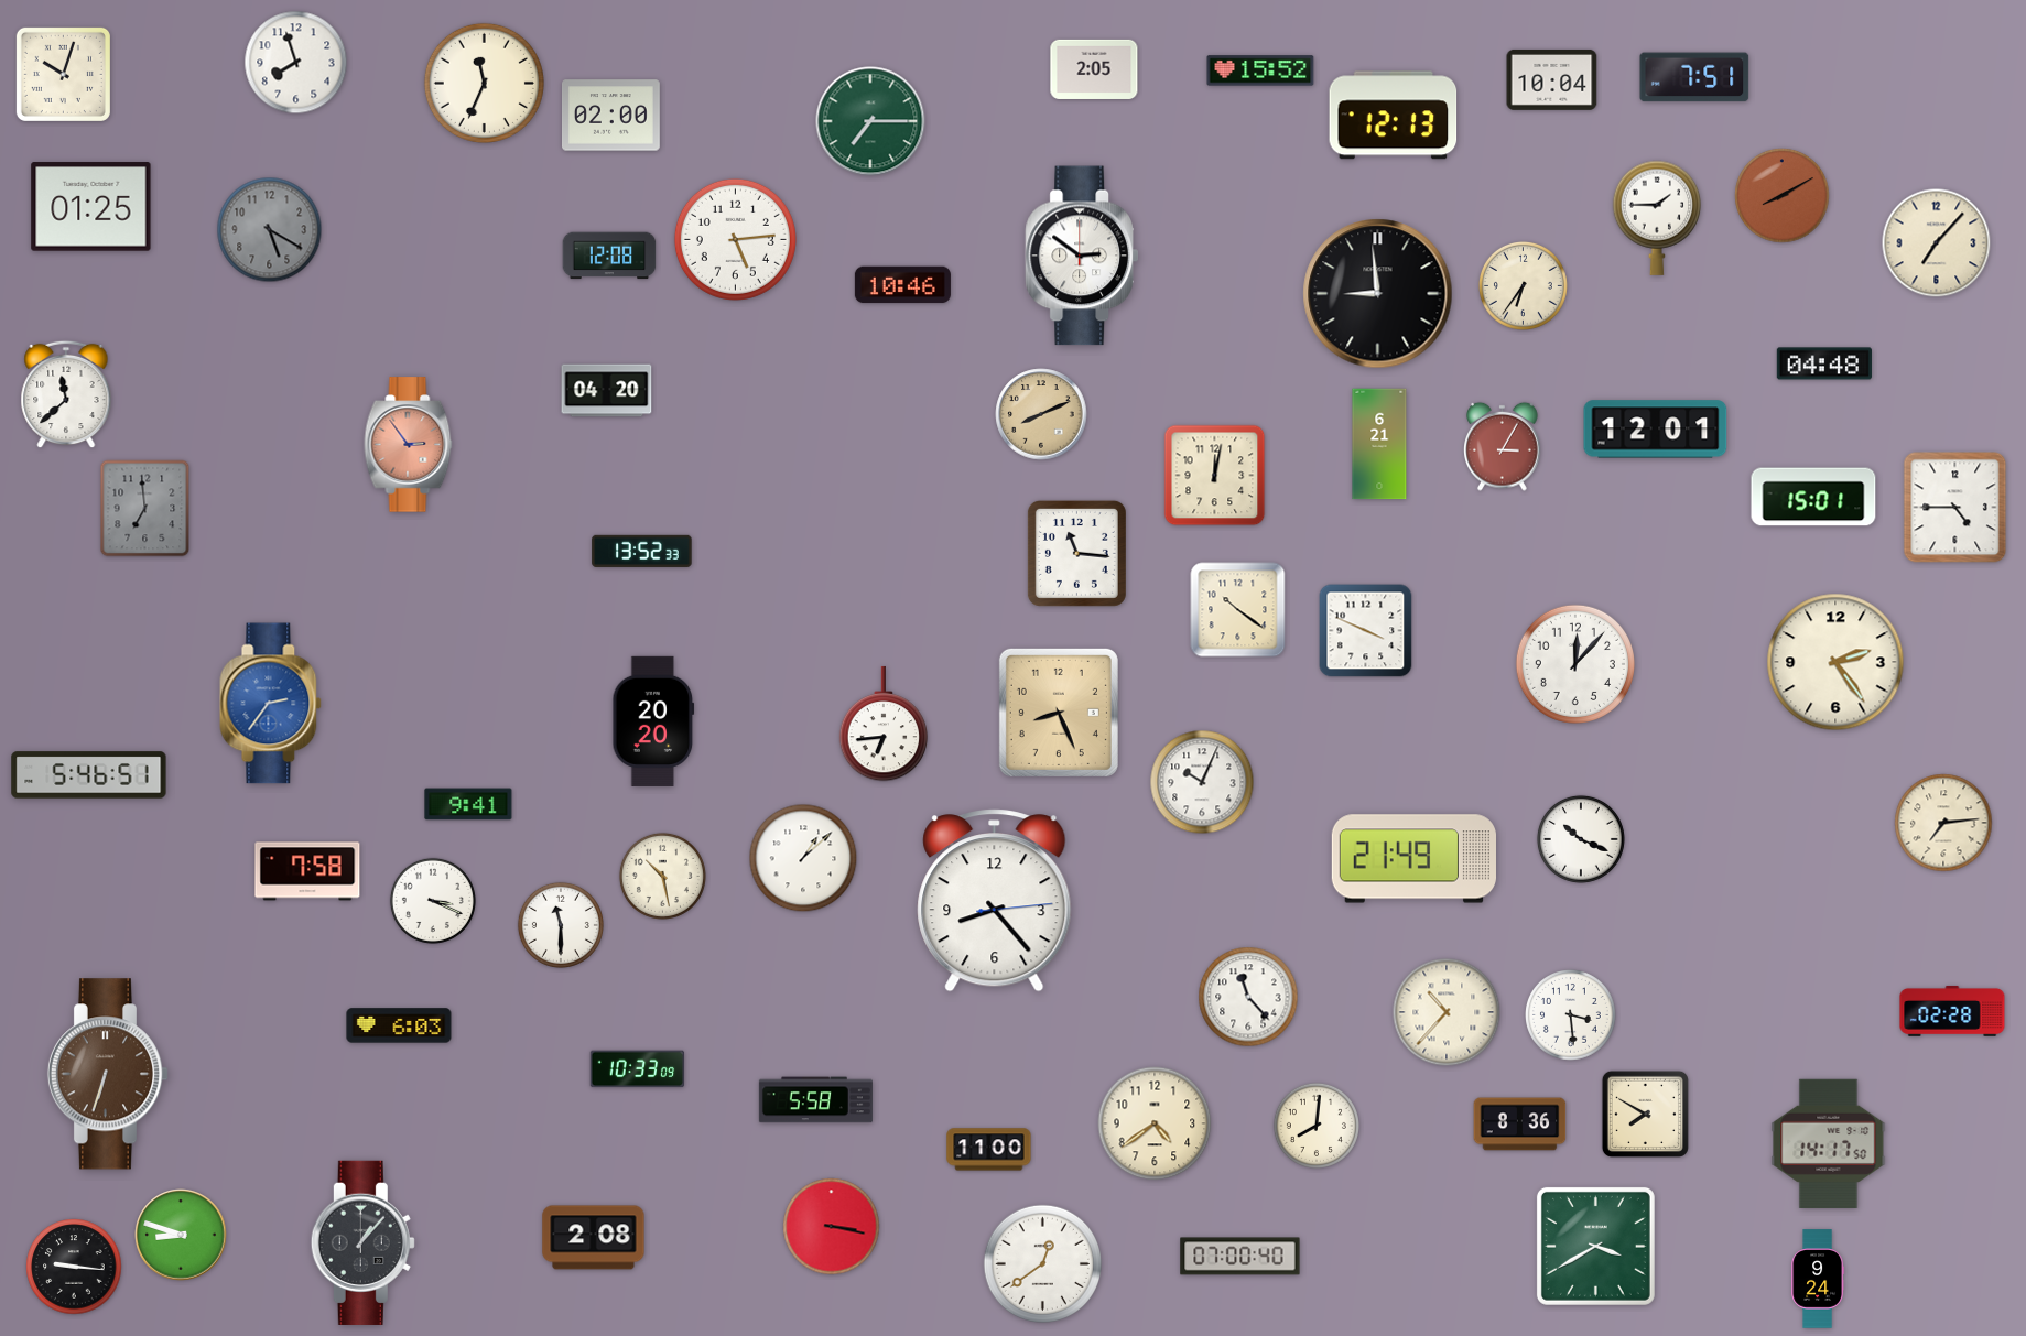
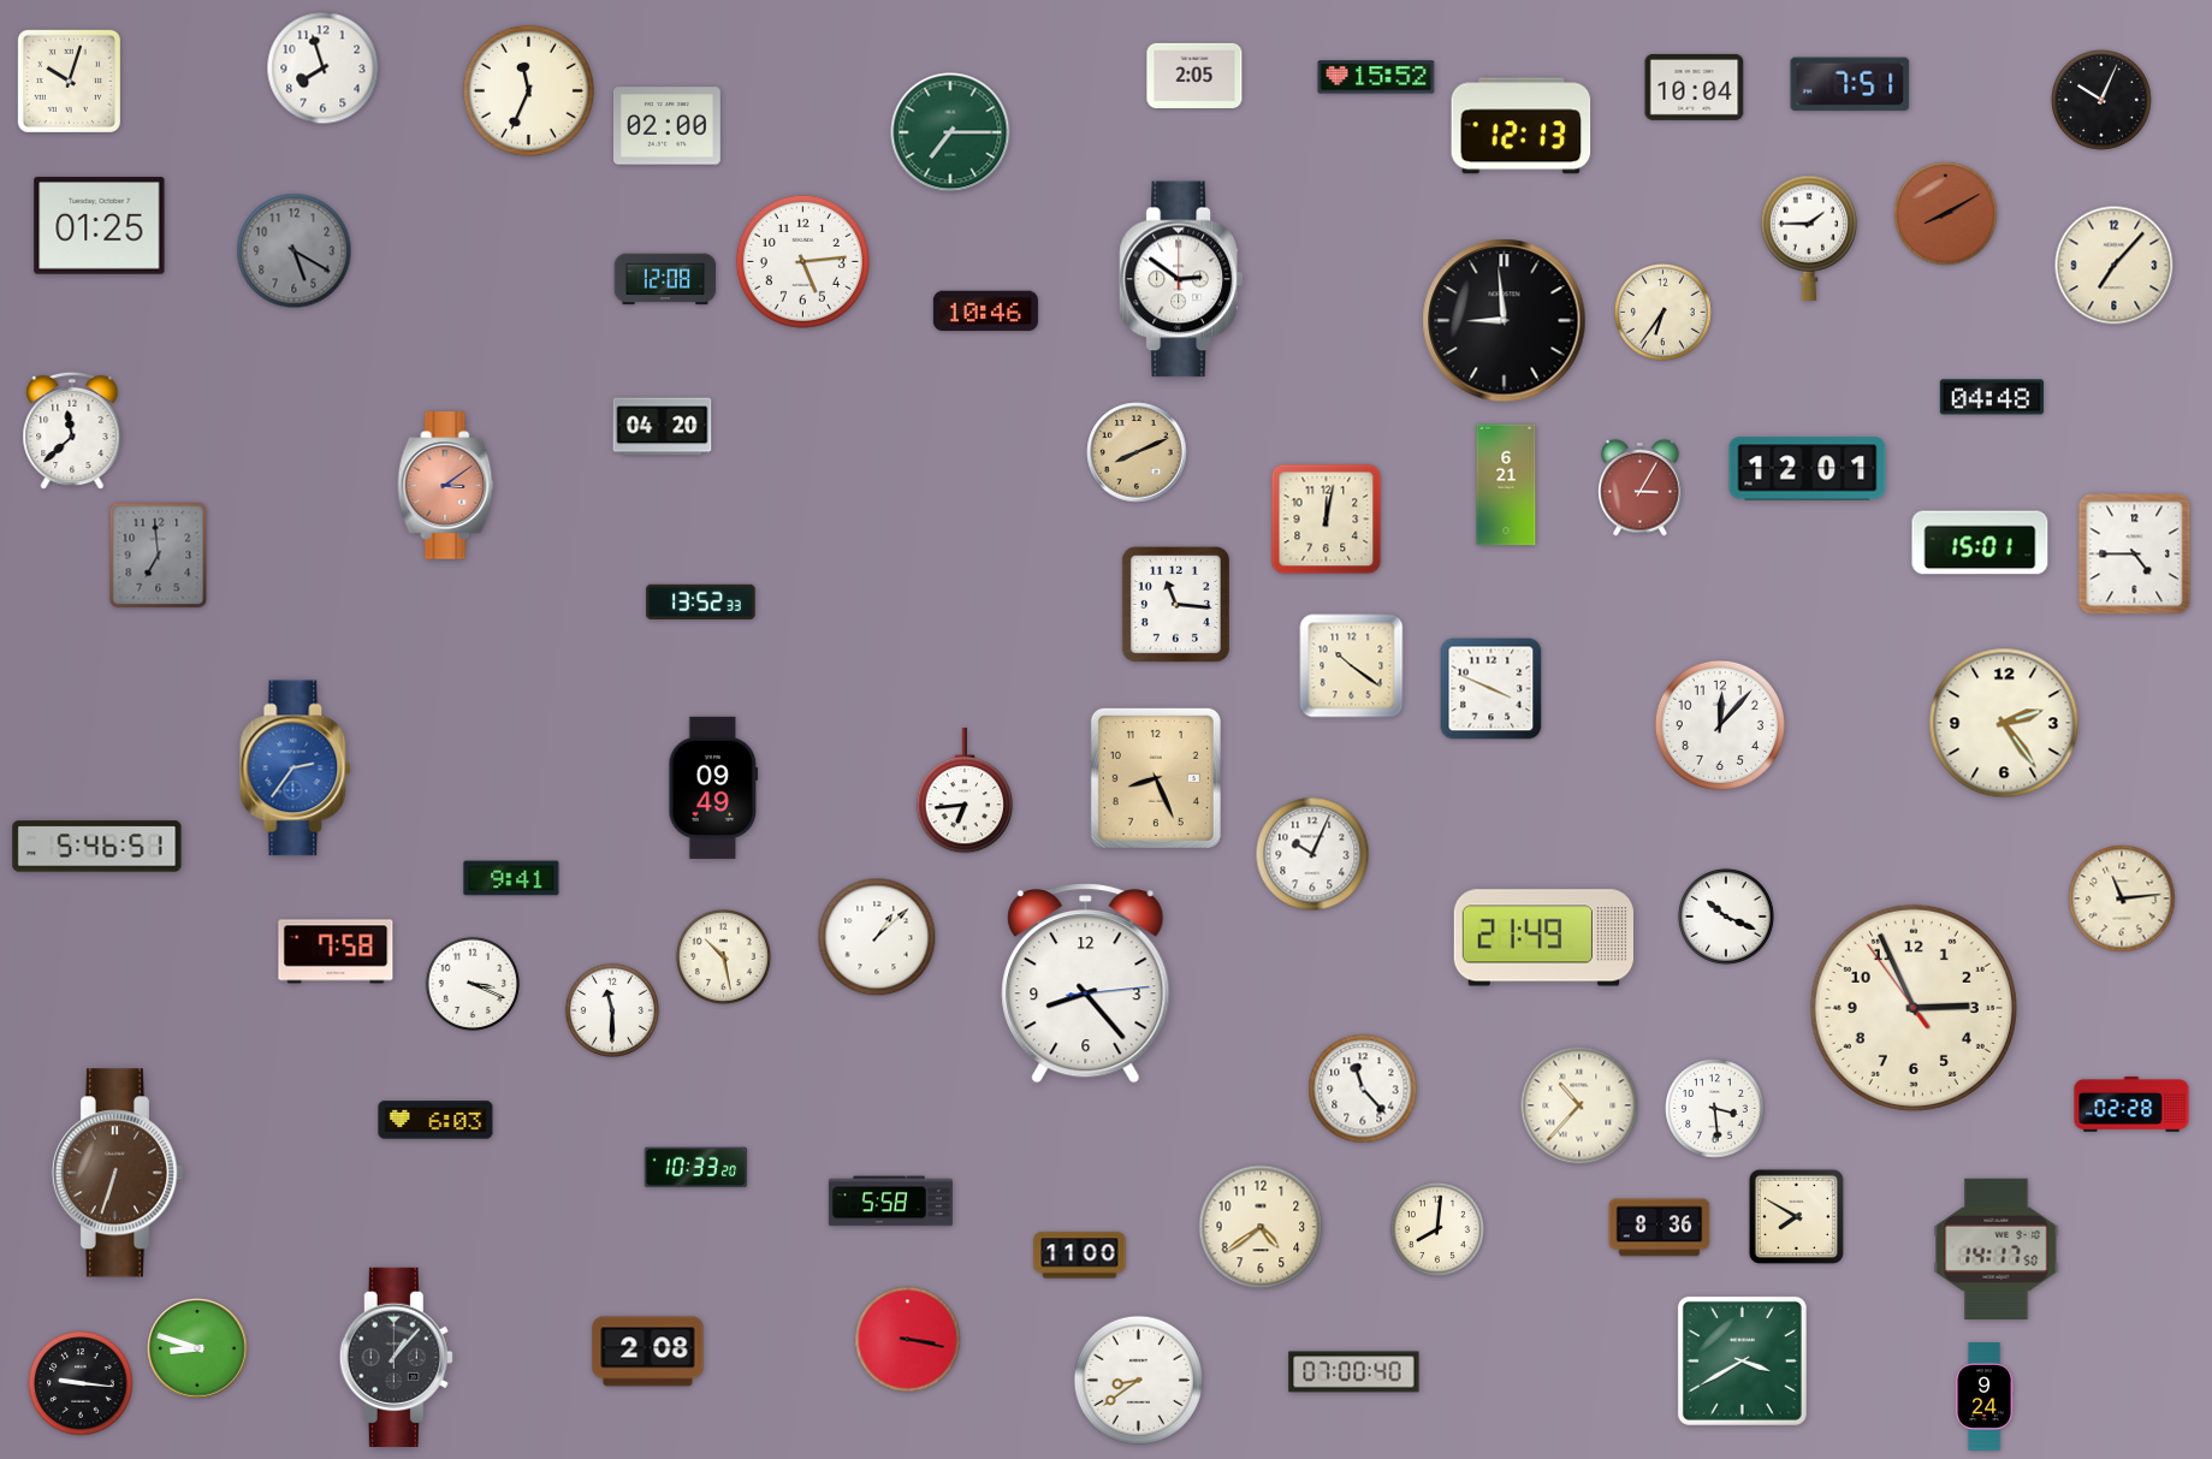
clock at (2101, 100): none -> 10:04
clock at (409, 445): 2:54 -> 3:09
clock at (653, 721): 20:20 -> 09:49
clock at (1943, 823): 7:14 -> 11:14
clock at (1914, 1008): none -> 2:55
clock at (638, 1069): 10:33:09 -> 10:33:20
clock at (1042, 1263): 12:39 -> 8:39
